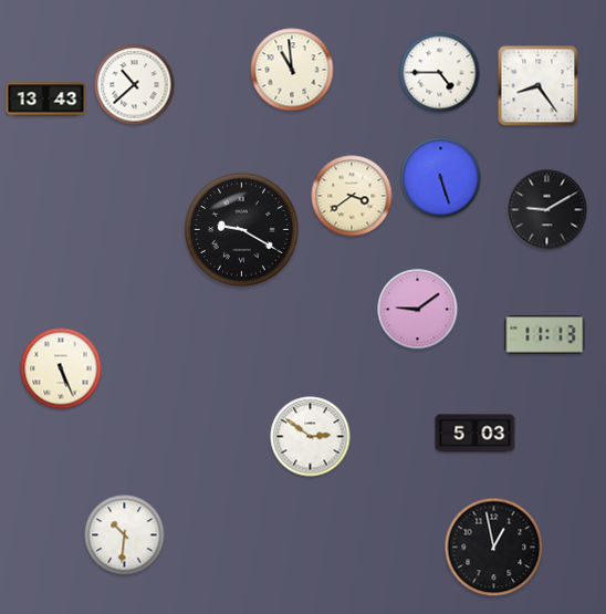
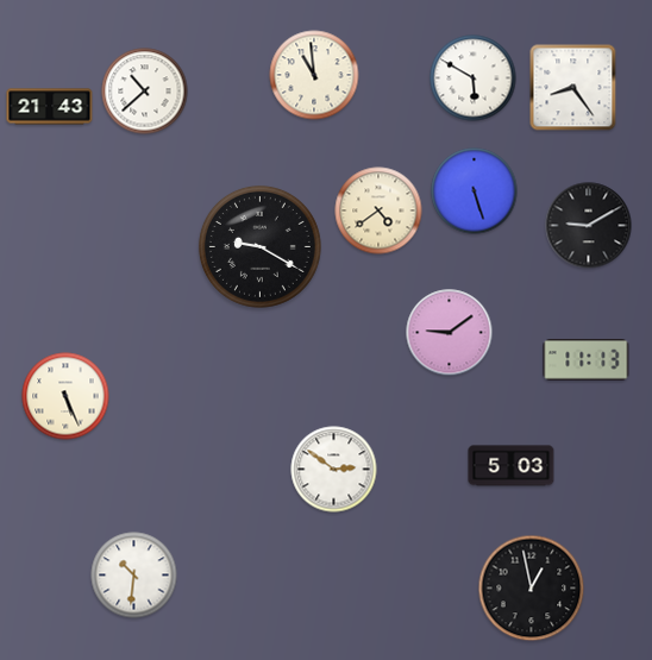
clock at (440, 73): 4:45 -> 5:50
clock at (539, 86) position: (539, 86) -> (573, 88)
clock at (46, 100): 13:43 -> 21:43
clock at (352, 196): 3:39 -> 4:39
